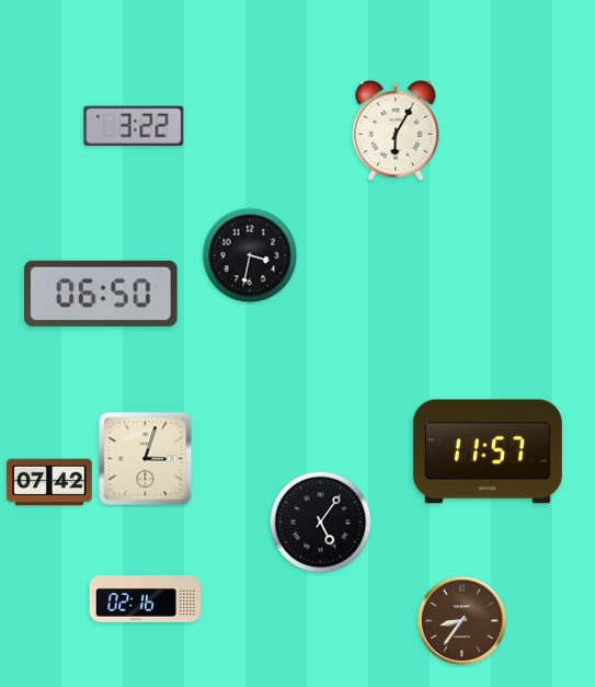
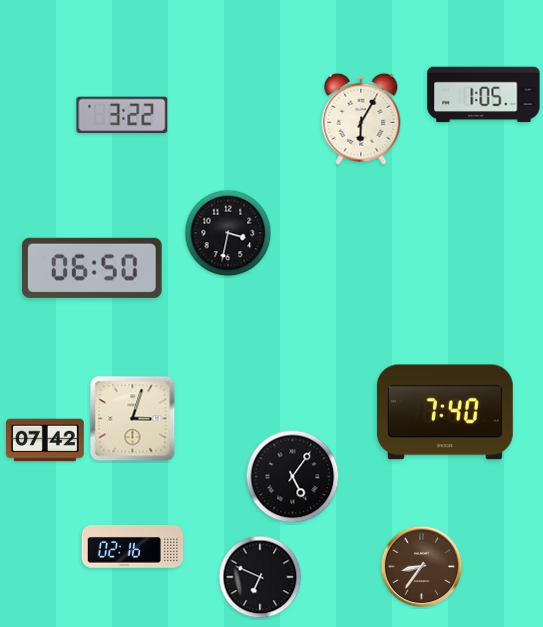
clock at (484, 95): none -> 1:05
clock at (488, 451): 11:57 -> 7:40
clock at (260, 577): none -> 6:49
